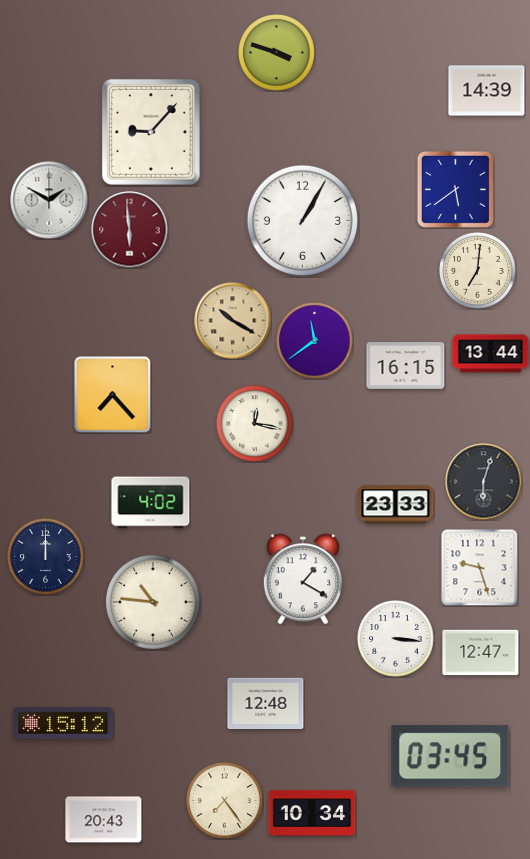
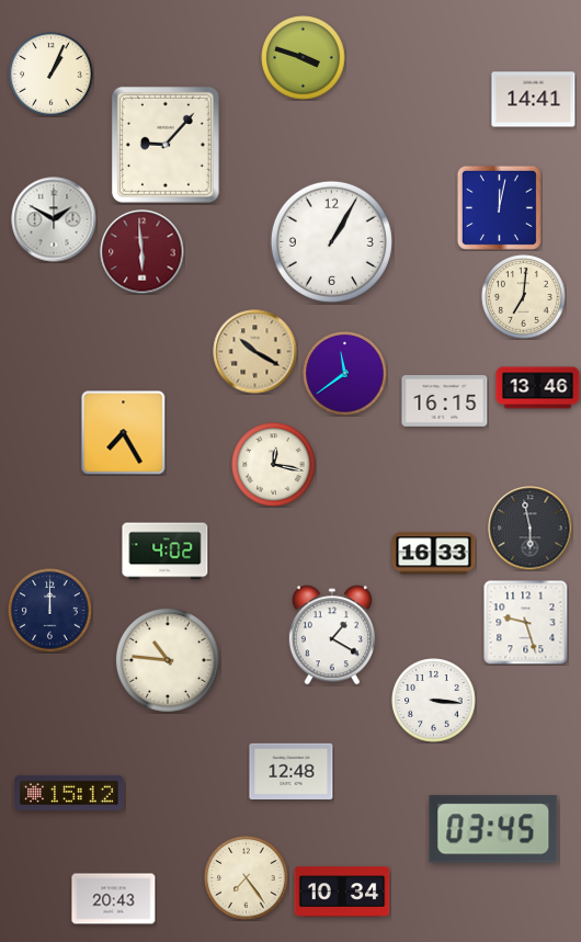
clock at (52, 75): none -> 1:04
clock at (487, 91): 14:39 -> 14:41
clock at (455, 189): 5:39 -> 12:02
clock at (491, 354): 13:44 -> 13:46
clock at (113, 395): 7:23 -> 7:25
clock at (255, 424) position: (255, 424) -> (274, 465)
clock at (484, 482): 6:03 -> 5:58
clock at (396, 505): 23:33 -> 16:33
clock at (481, 653): 12:47 -> none
